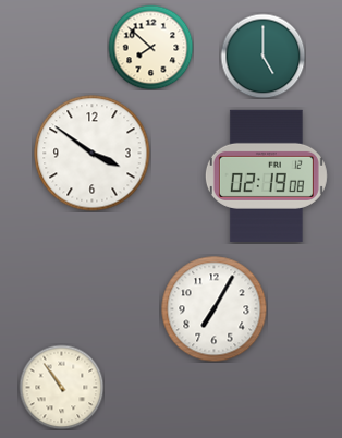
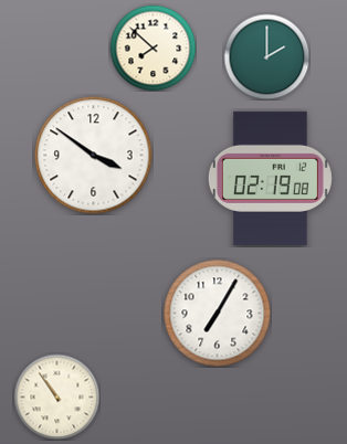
clock at (262, 56): 5:00 -> 2:00
clock at (61, 387) position: (61, 387) -> (56, 397)
